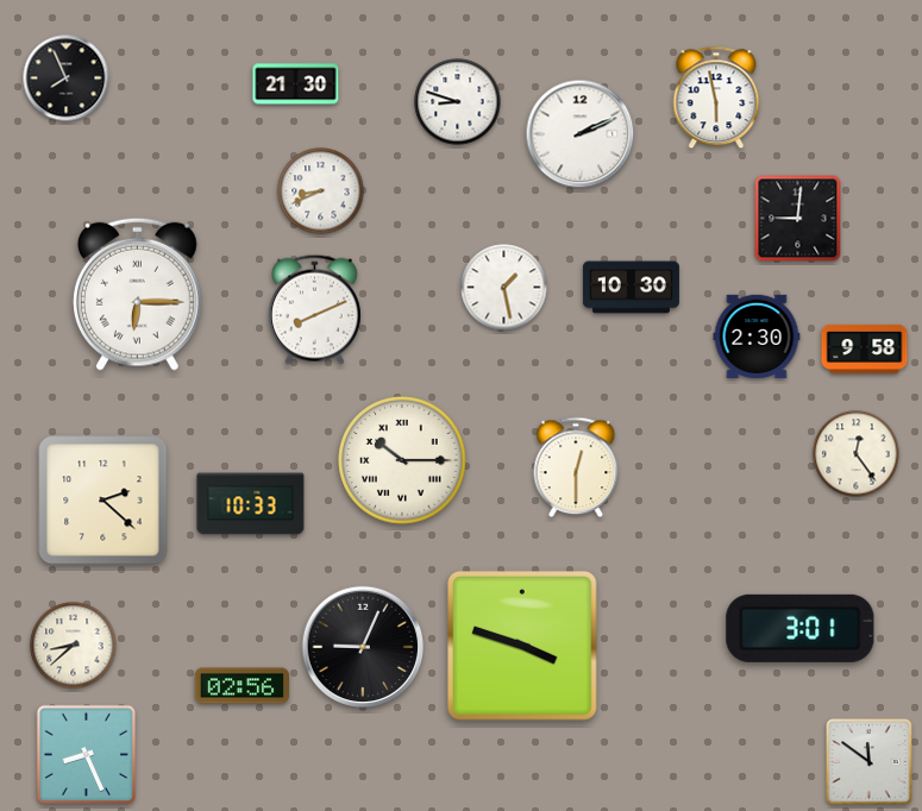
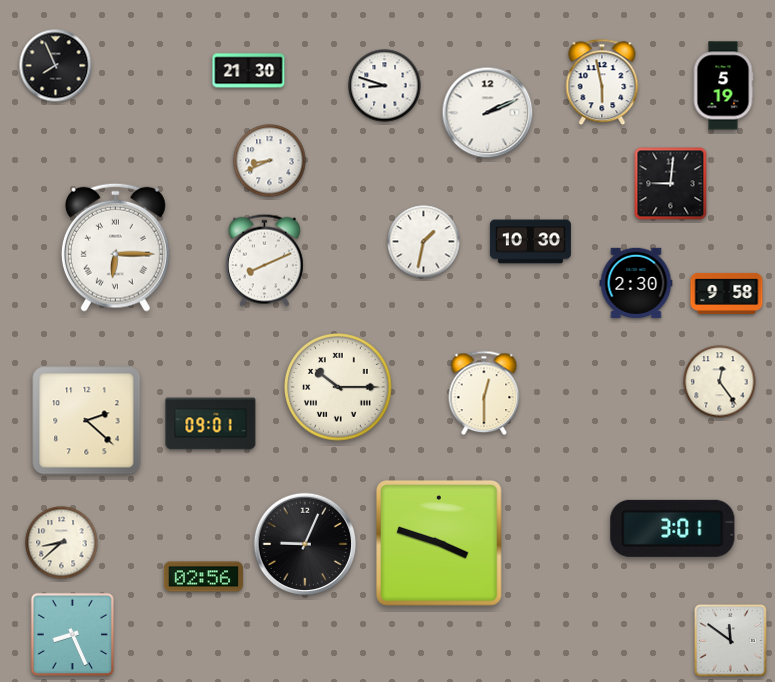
clock at (723, 86): none -> 5:19
clock at (504, 288): 1:28 -> 1:32
clock at (251, 504): 10:33 -> 09:01
